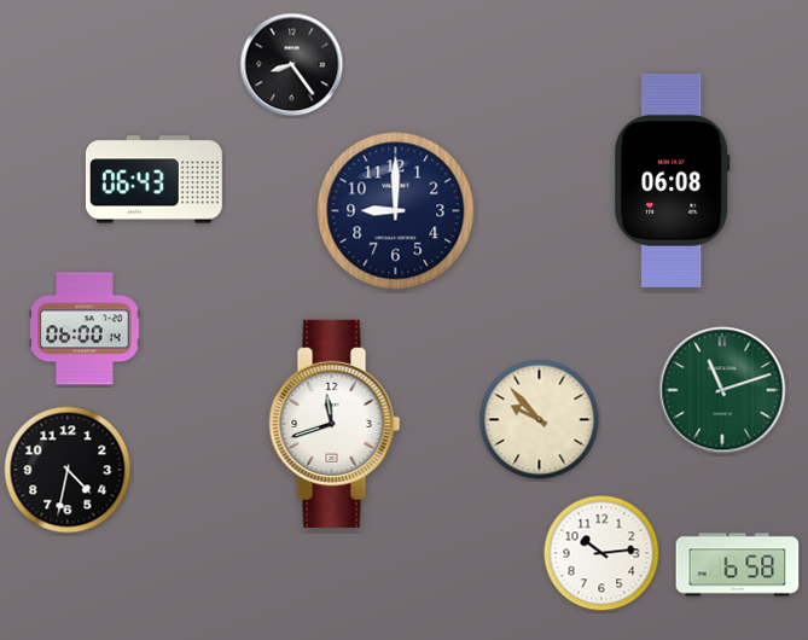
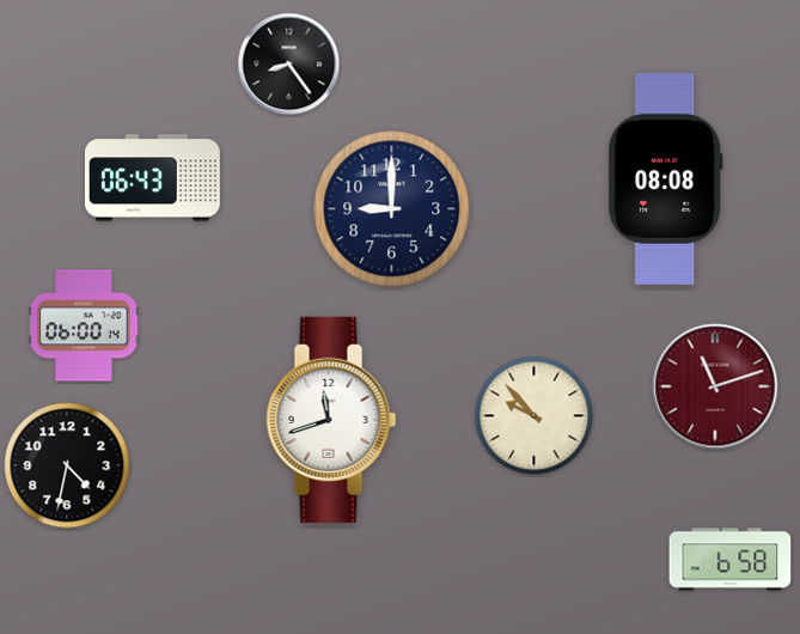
clock at (672, 180): 06:08 -> 08:08
clock at (722, 390) dial: green -> burgundy
clock at (601, 553): 10:14 -> none
